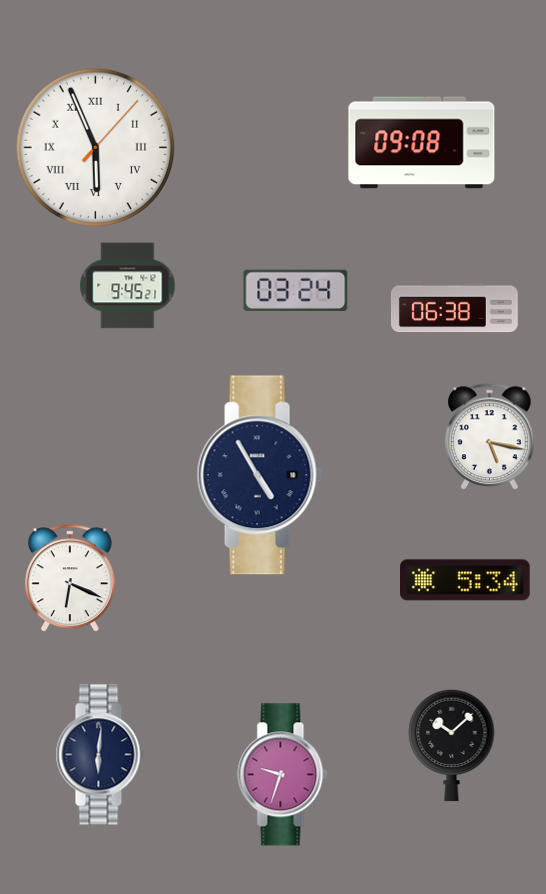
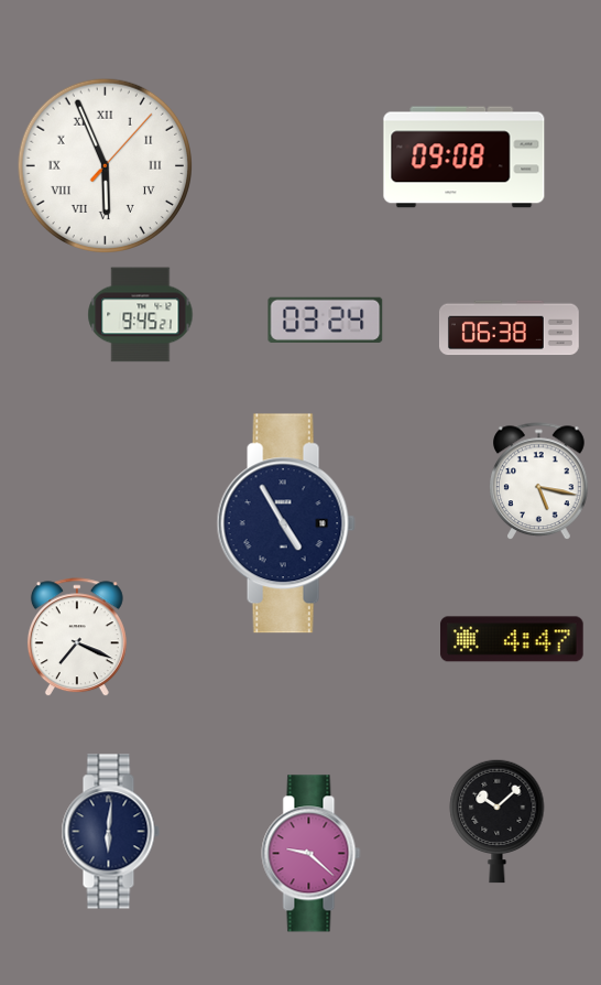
clock at (95, 147) position: (95, 147) -> (105, 165)
clock at (454, 308) position: (454, 308) -> (509, 328)
clock at (70, 578): 6:19 -> 7:19
clock at (466, 580): 5:34 -> 4:47
clock at (283, 775): 9:33 -> 9:22
